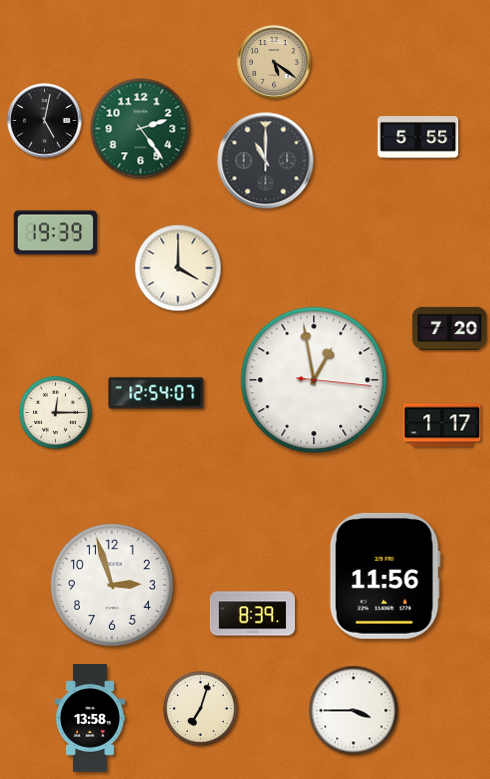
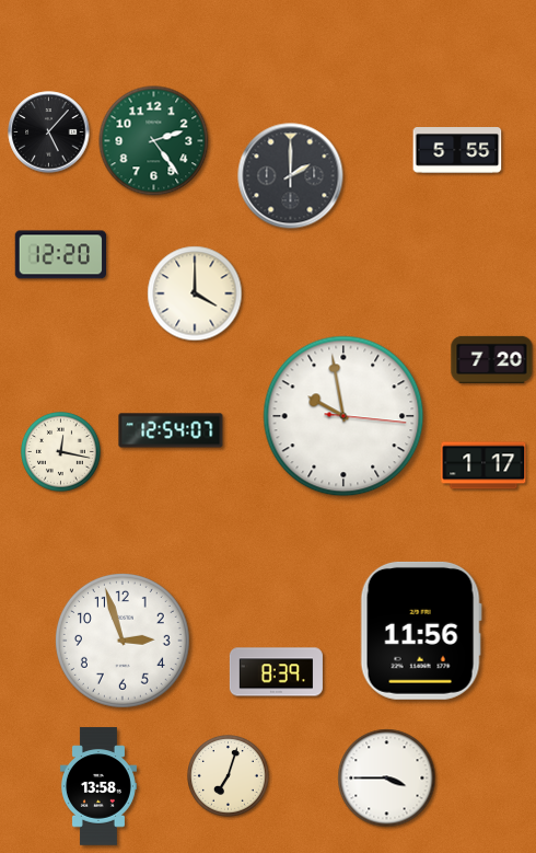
clock at (274, 62): 5:21 -> none
clock at (45, 121): 5:02 -> 5:07
clock at (266, 161): 11:00 -> 2:00
clock at (56, 233): 19:39 -> 12:20
clock at (314, 380): 12:58 -> 9:58
clock at (55, 412): 12:15 -> 12:17
clock at (201, 709) position: (201, 709) -> (229, 776)
